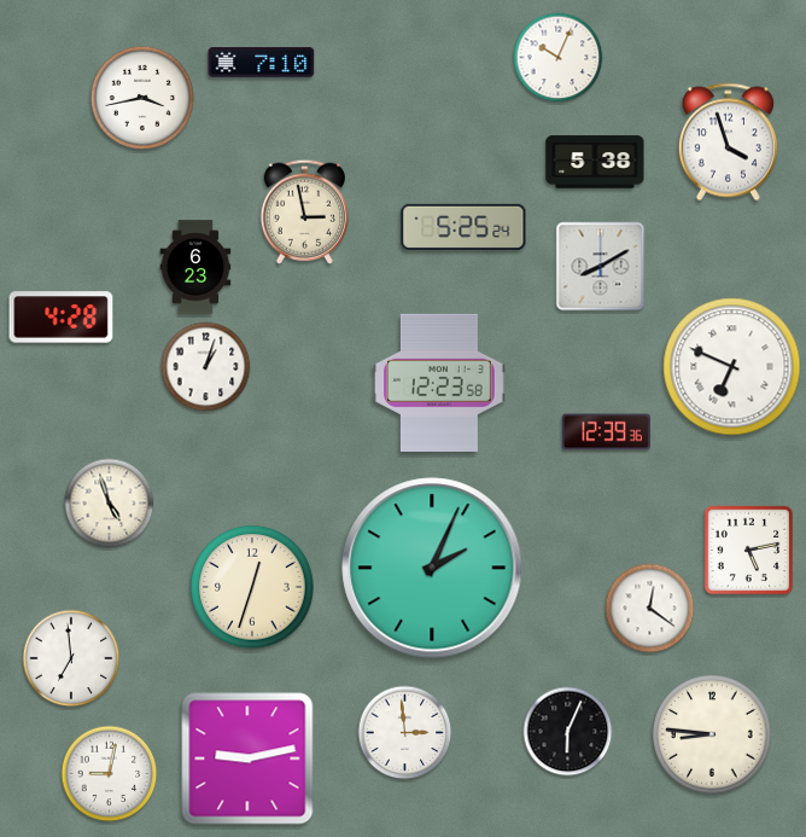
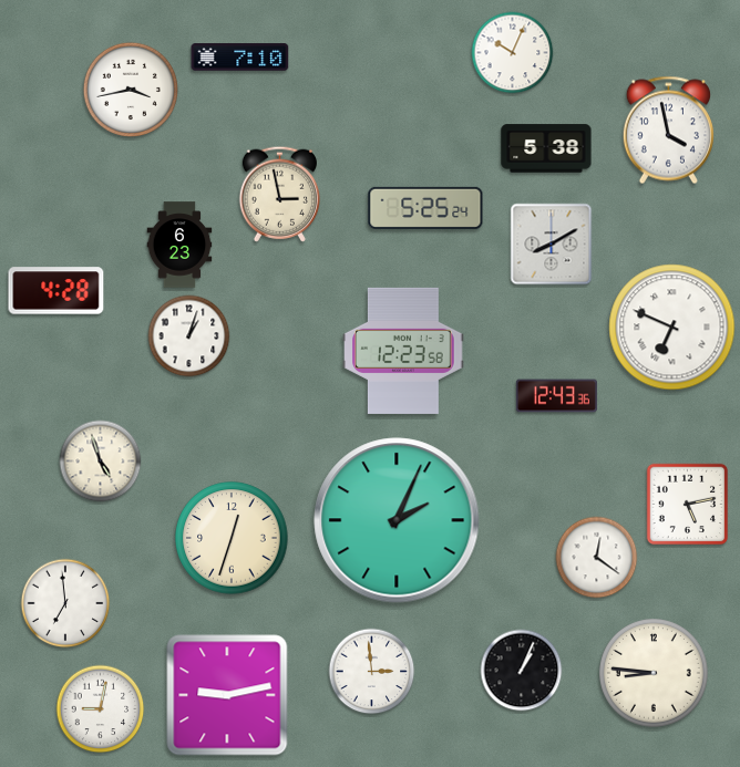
clock at (728, 143): 3:57 -> 3:58
clock at (732, 367) position: (732, 367) -> (672, 328)
clock at (606, 432): 12:39 -> 12:43
clock at (568, 732): 6:04 -> 1:04
